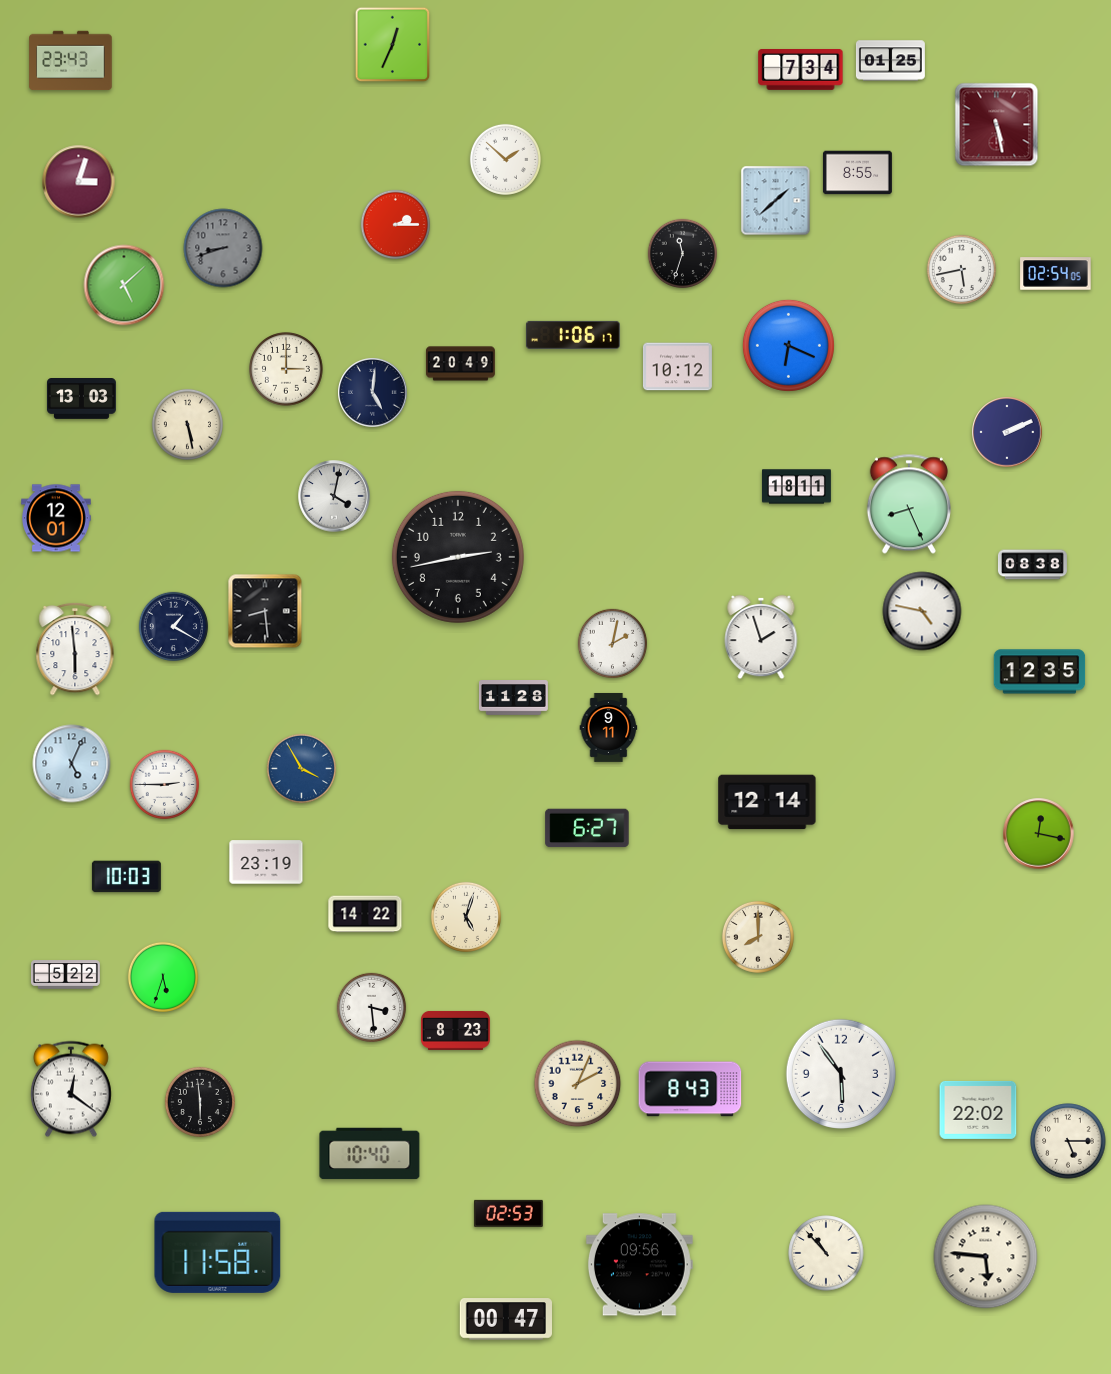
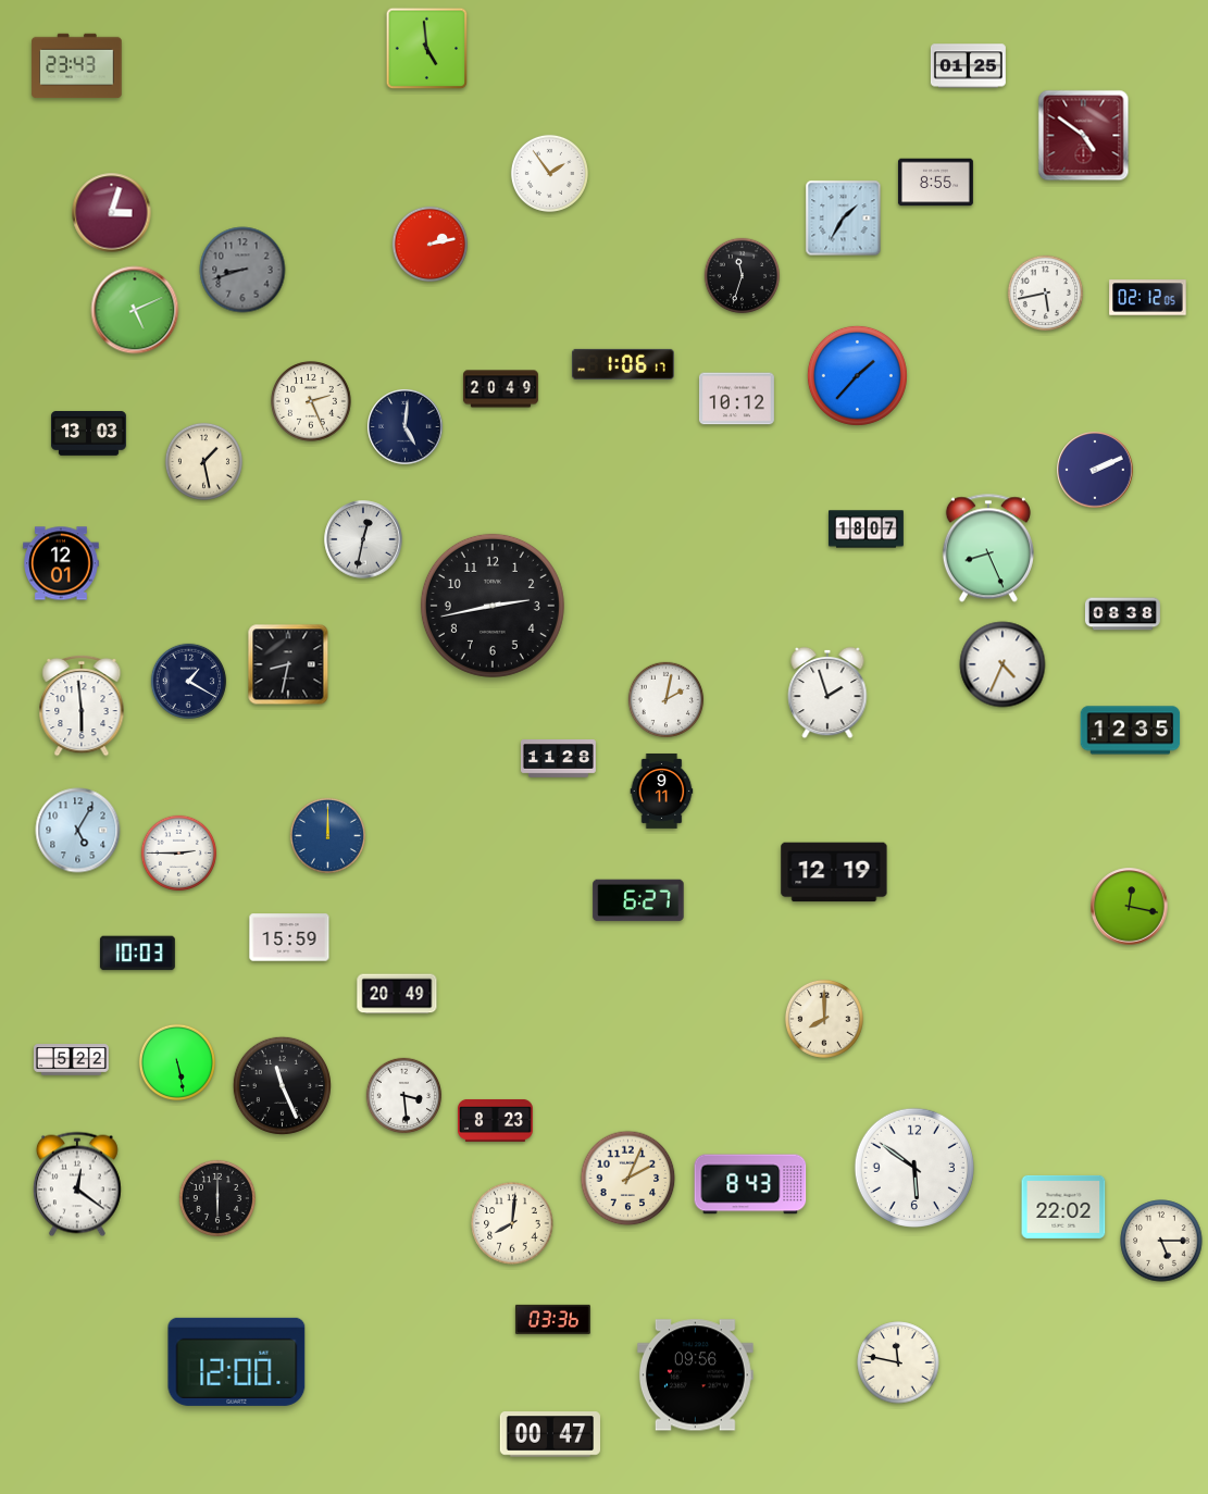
clock at (393, 45): 12:34 -> 4:59
clock at (801, 70): 7:34 -> none
clock at (997, 125): 5:28 -> 4:51
clock at (505, 159): 1:52 -> 1:54
clock at (857, 173) position: (857, 173) -> (935, 183)
clock at (79, 182) position: (79, 182) -> (112, 213)
clock at (776, 201): 1:38 -> 1:35
clock at (396, 225): 2:15 -> 2:13
clock at (1056, 274): 02:54 -> 02:12
clock at (124, 285): 5:08 -> 5:11
clock at (788, 345): 6:19 -> 1:37
clock at (460, 364) position: (460, 364) -> (500, 389)
clock at (286, 369): 3:00 -> 2:26
clock at (187, 424): 5:28 -> 1:28
clock at (796, 487): 18:11 -> 18:07
clock at (334, 496): 4:02 -> 12:32
clock at (458, 557) position: (458, 557) -> (493, 606)
clock at (265, 611): 8:29 -> 8:32
clock at (922, 611): 4:47 -> 4:34
clock at (72, 764): 5:04 -> 5:05
clock at (302, 769): 3:55 -> 12:00
clock at (767, 802): 12:14 -> 12:19
clock at (266, 862): 23:19 -> 15:59
clock at (365, 914): 14:22 -> 20:49
clock at (466, 917): 5:03 -> none
clock at (163, 977): 5:33 -> 5:28
clock at (282, 1085): none -> 11:26
clock at (841, 1074): 5:54 -> 5:51
clock at (200, 1102): 5:59 -> 6:00
clock at (512, 1223): none -> 8:01
clock at (370, 1154): 10:40 -> none
clock at (508, 1213): 02:53 -> 03:36
clock at (218, 1252): 11:58 -> 12:00
clock at (826, 1253): 10:53 -> 11:47
clock at (986, 1257): 5:46 -> none
